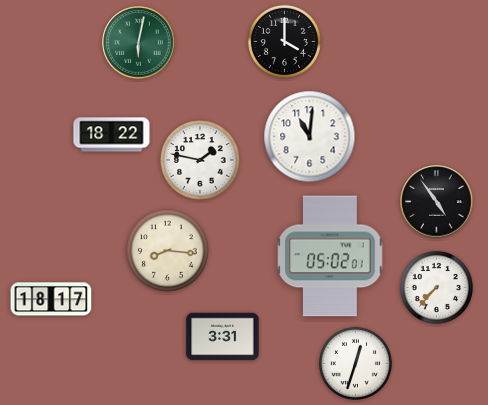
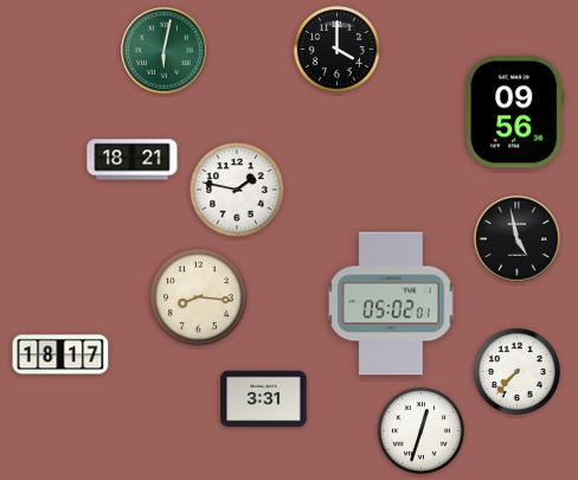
clock at (515, 113): none -> 09:56
clock at (112, 135): 18:22 -> 18:21
clock at (310, 137): 11:01 -> none
clock at (437, 202): 4:54 -> 4:58
clock at (436, 287) position: (436, 287) -> (516, 371)
